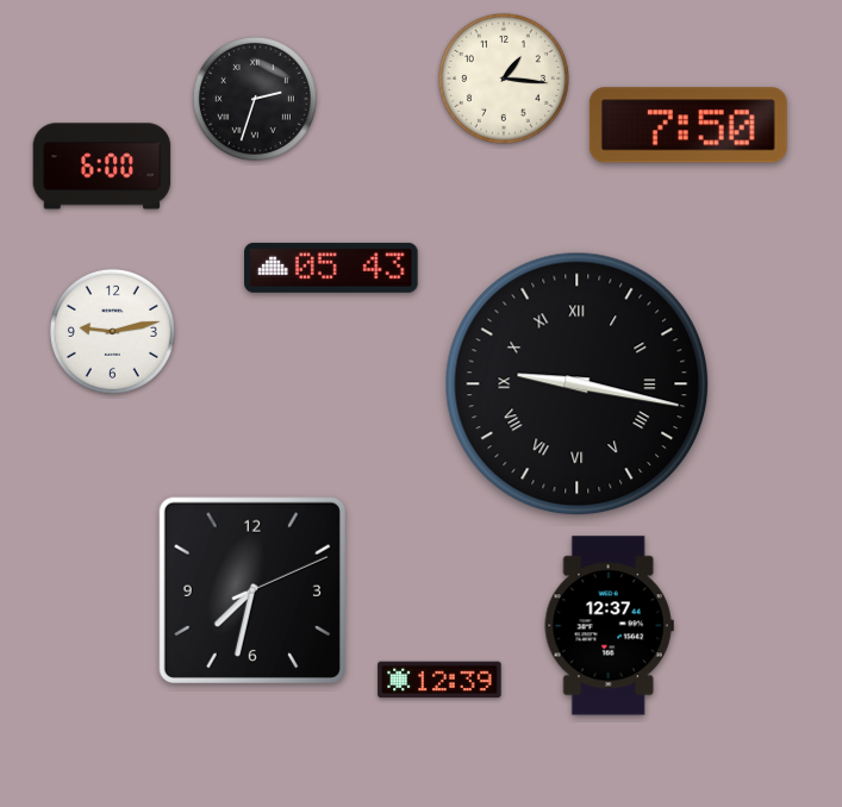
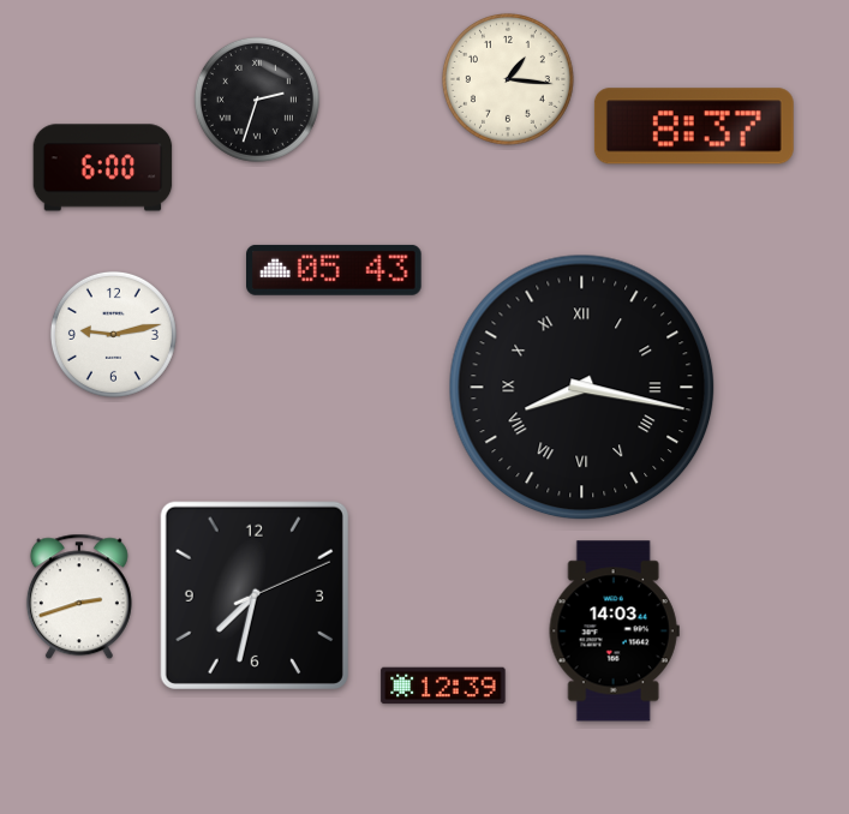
clock at (688, 125): 7:50 -> 8:37
clock at (578, 384): 9:17 -> 8:17
clock at (79, 597): none -> 2:42
clock at (609, 626): 12:37 -> 14:03
